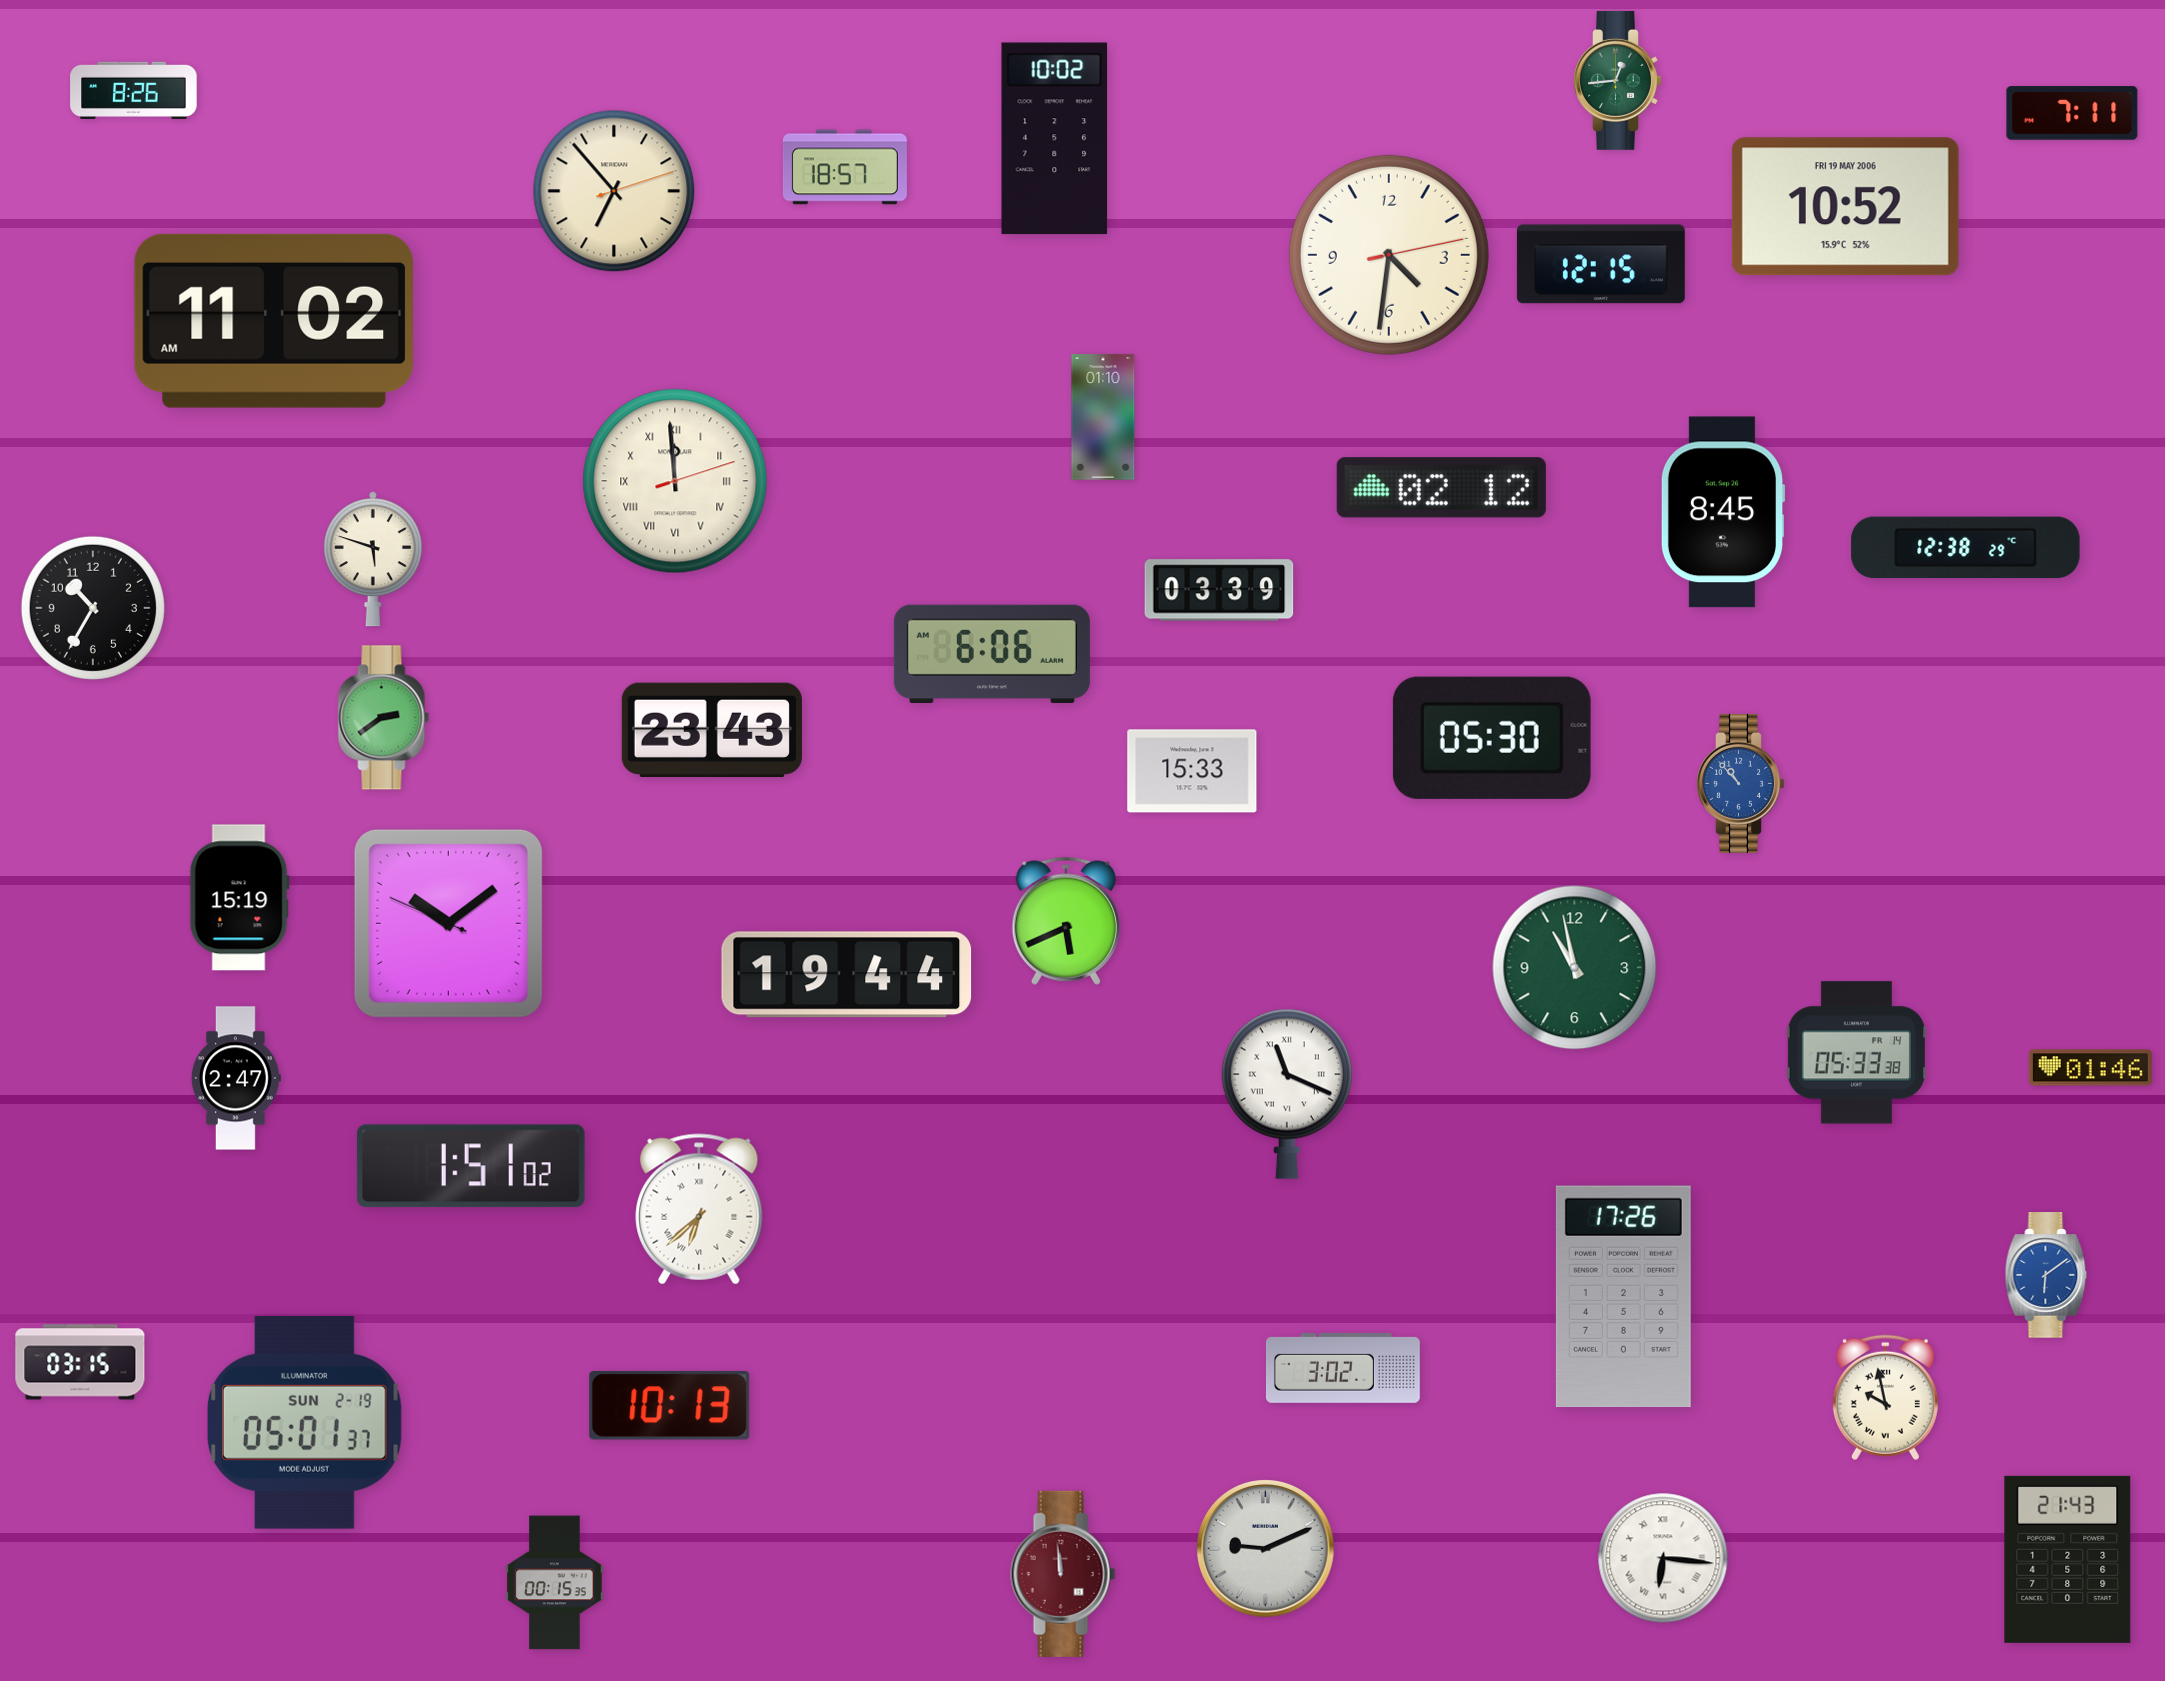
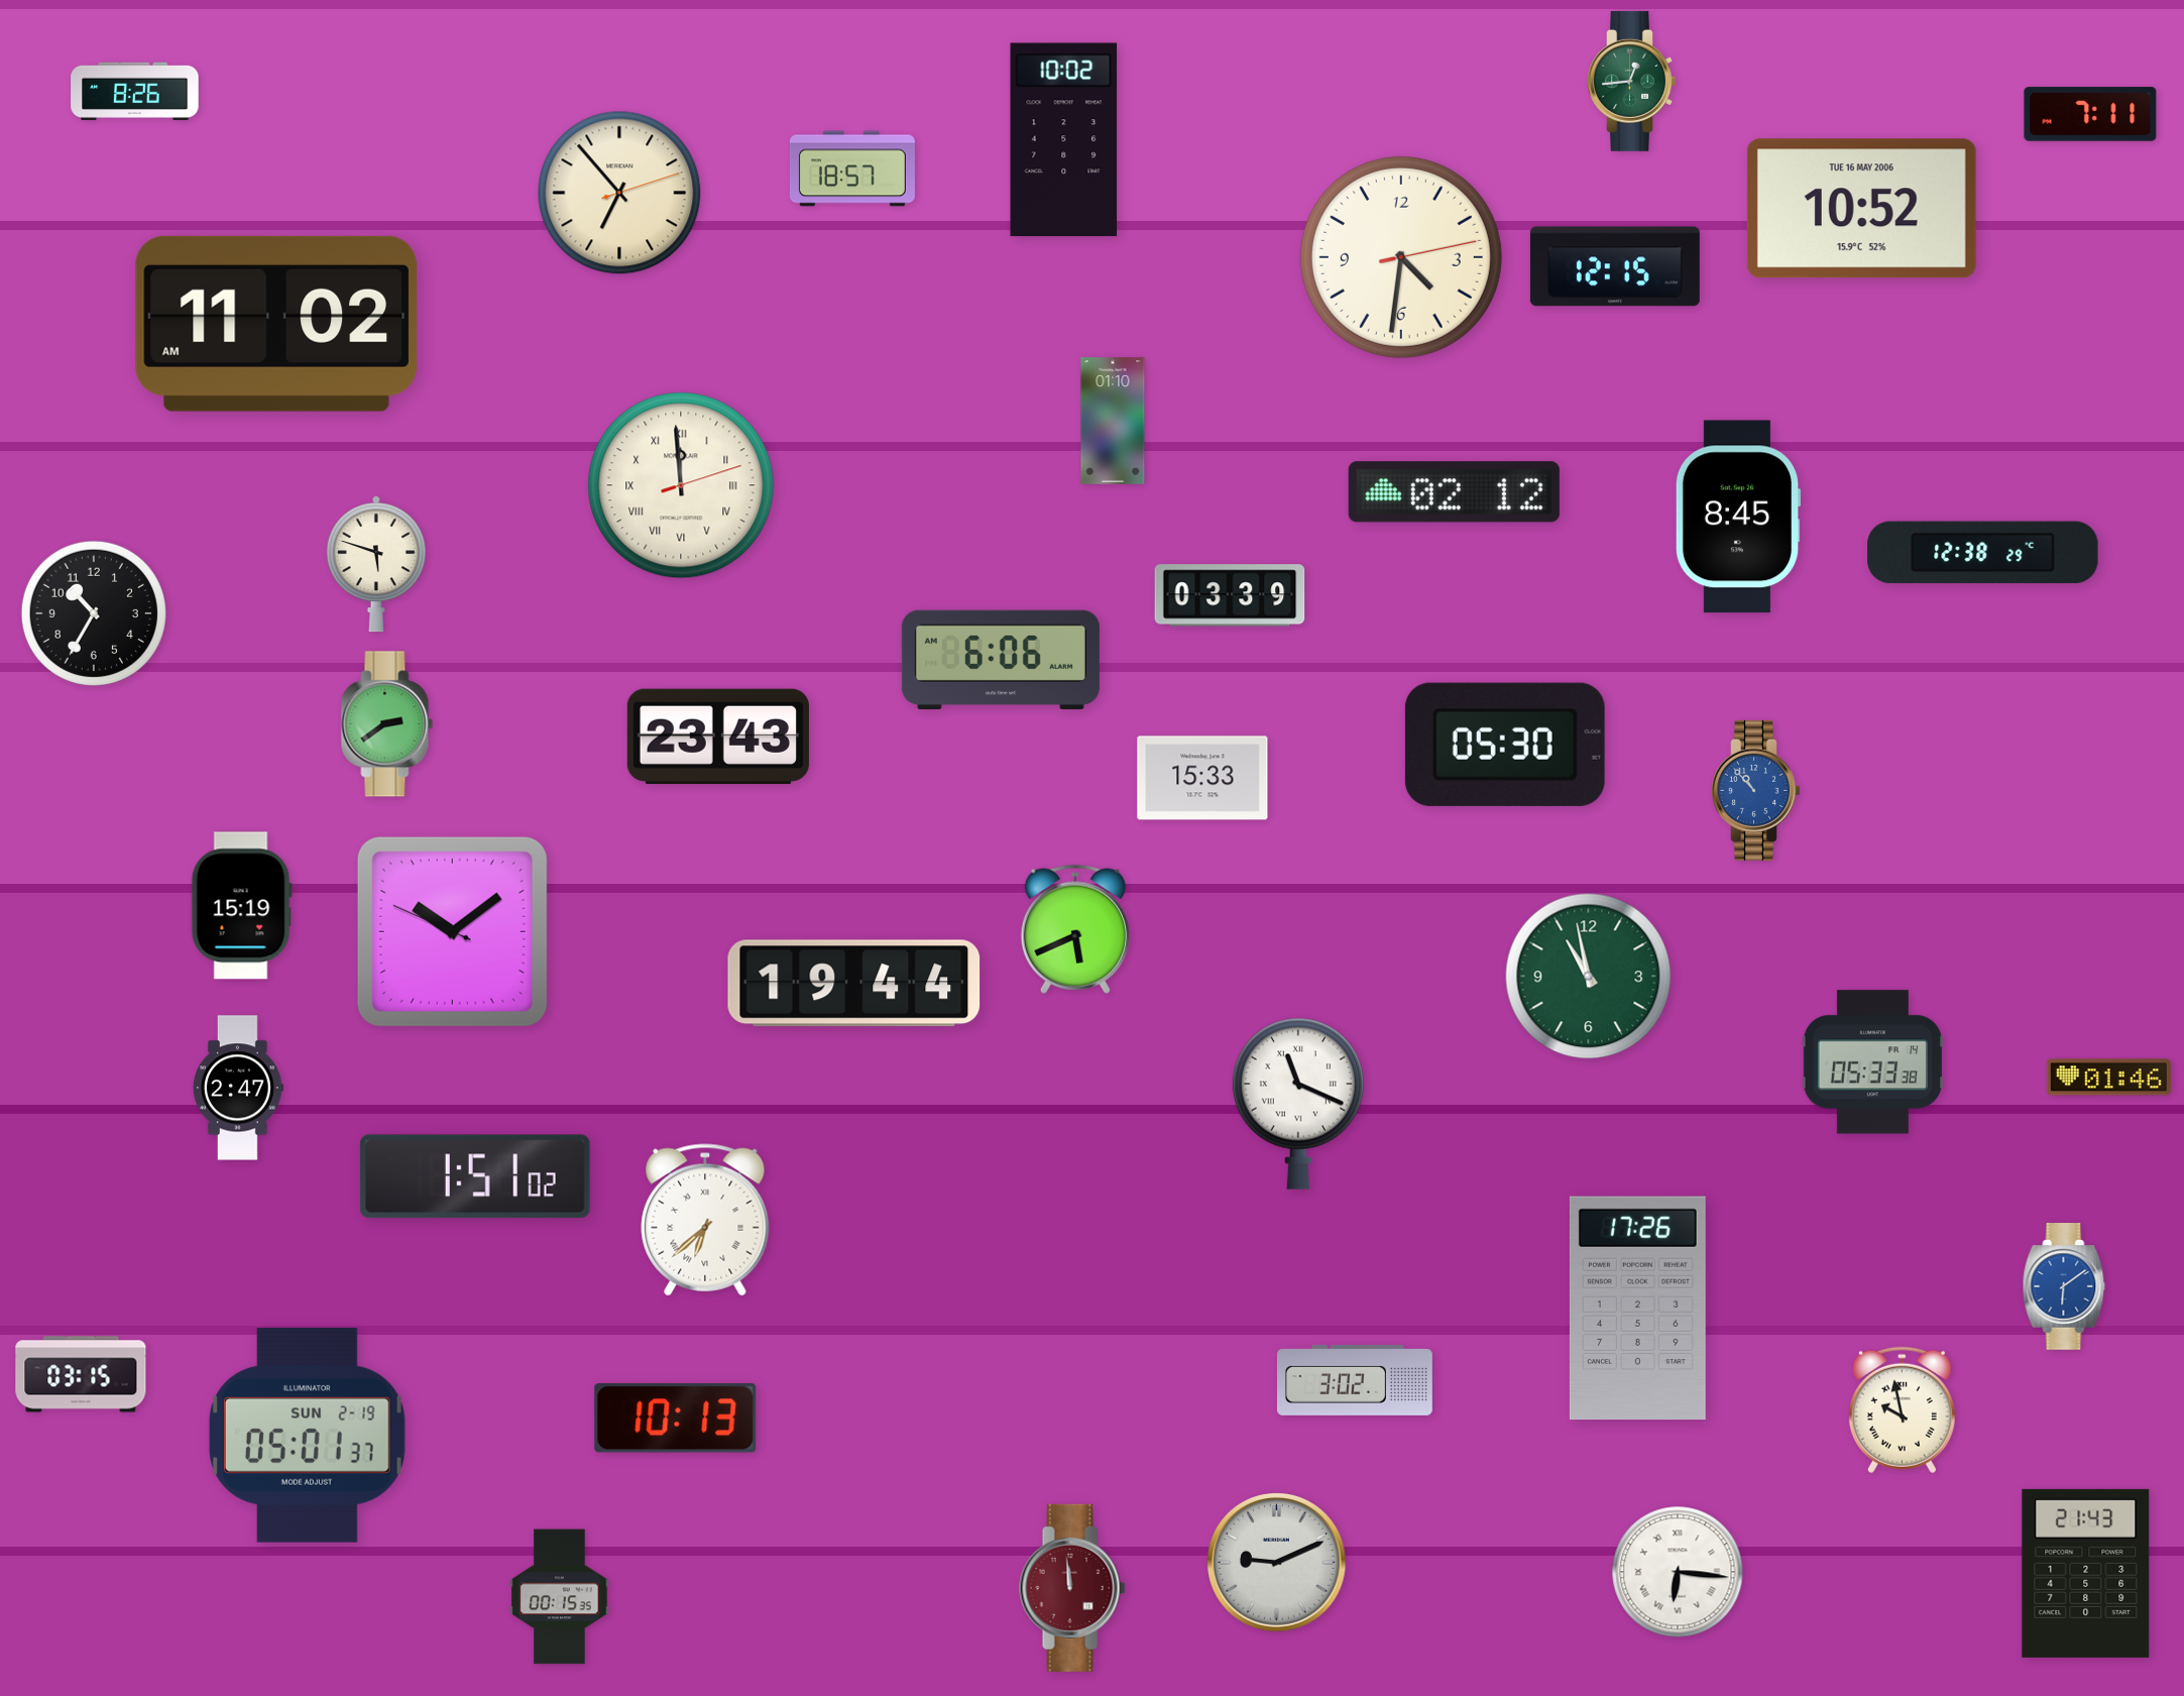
clock at (1845, 207) date: FRI 19 MAY 2006 -> TUE 16 MAY 2006
